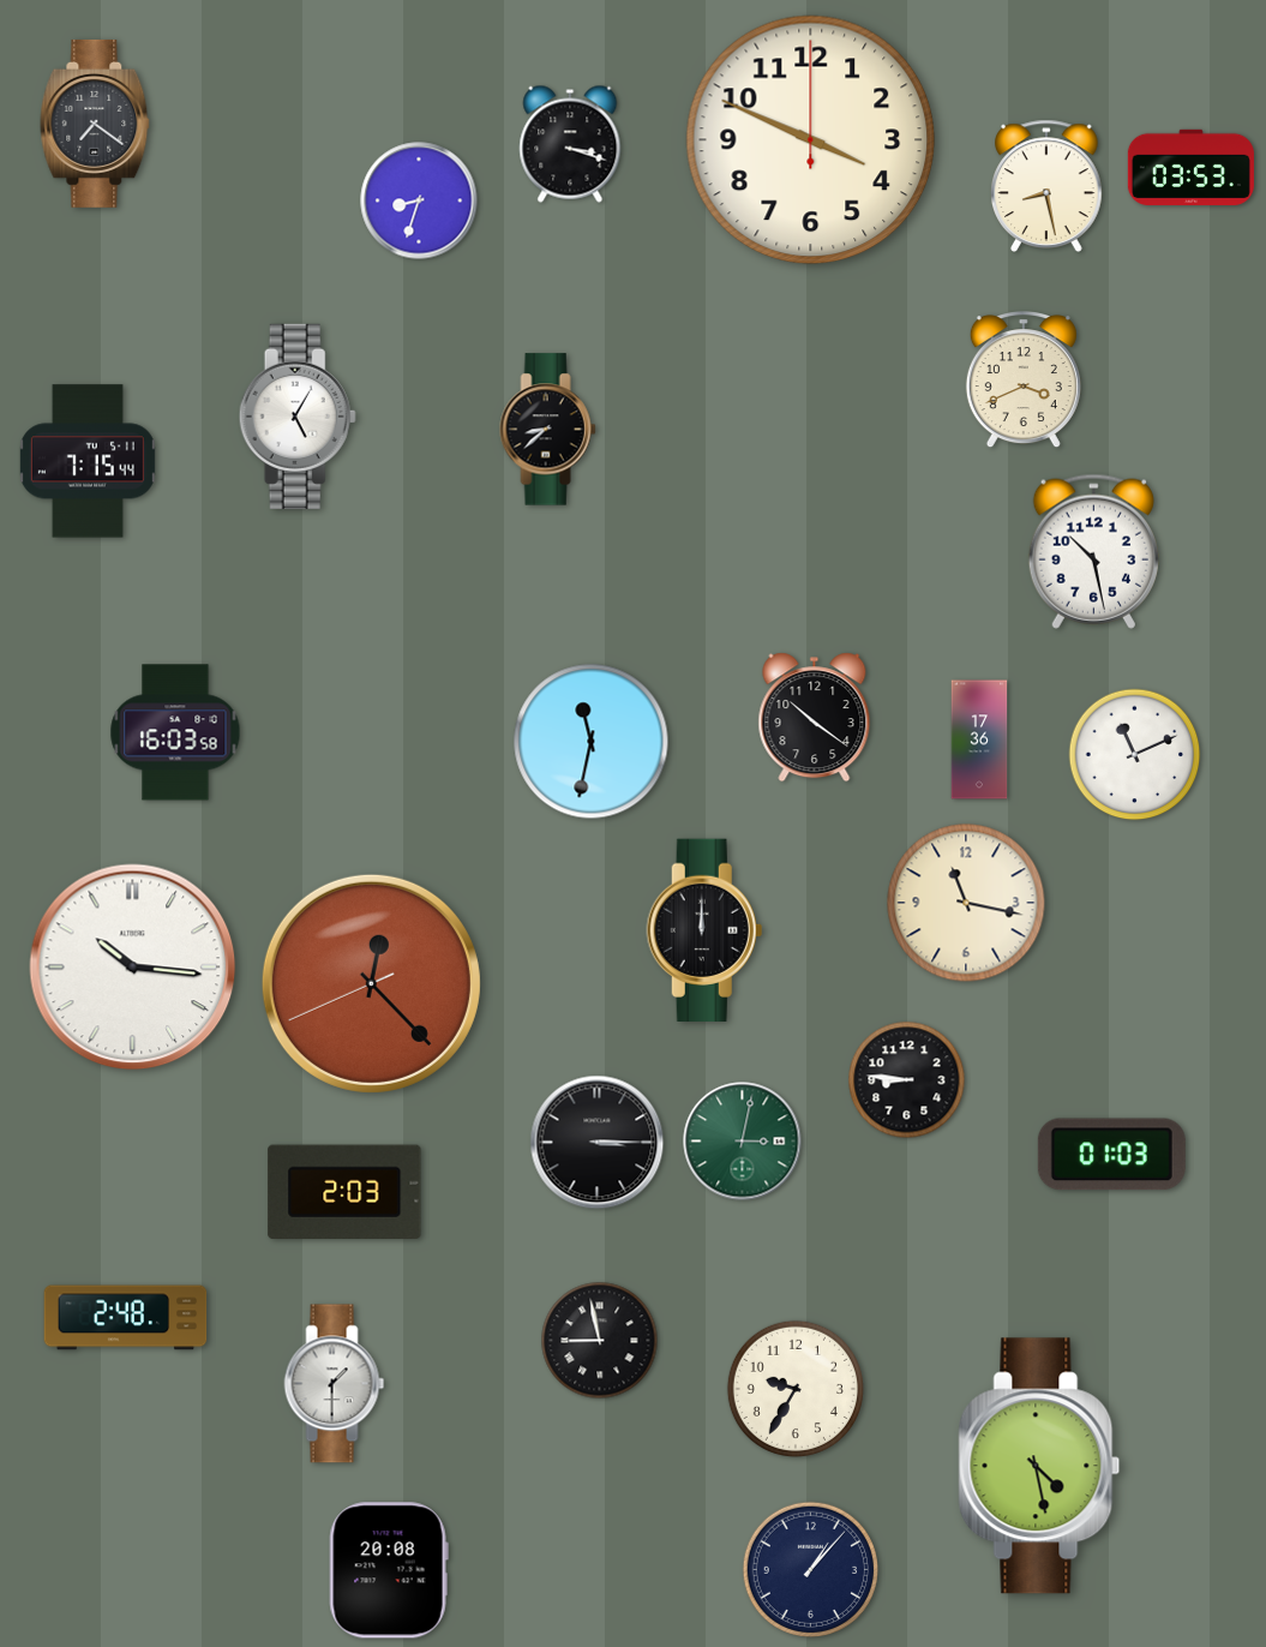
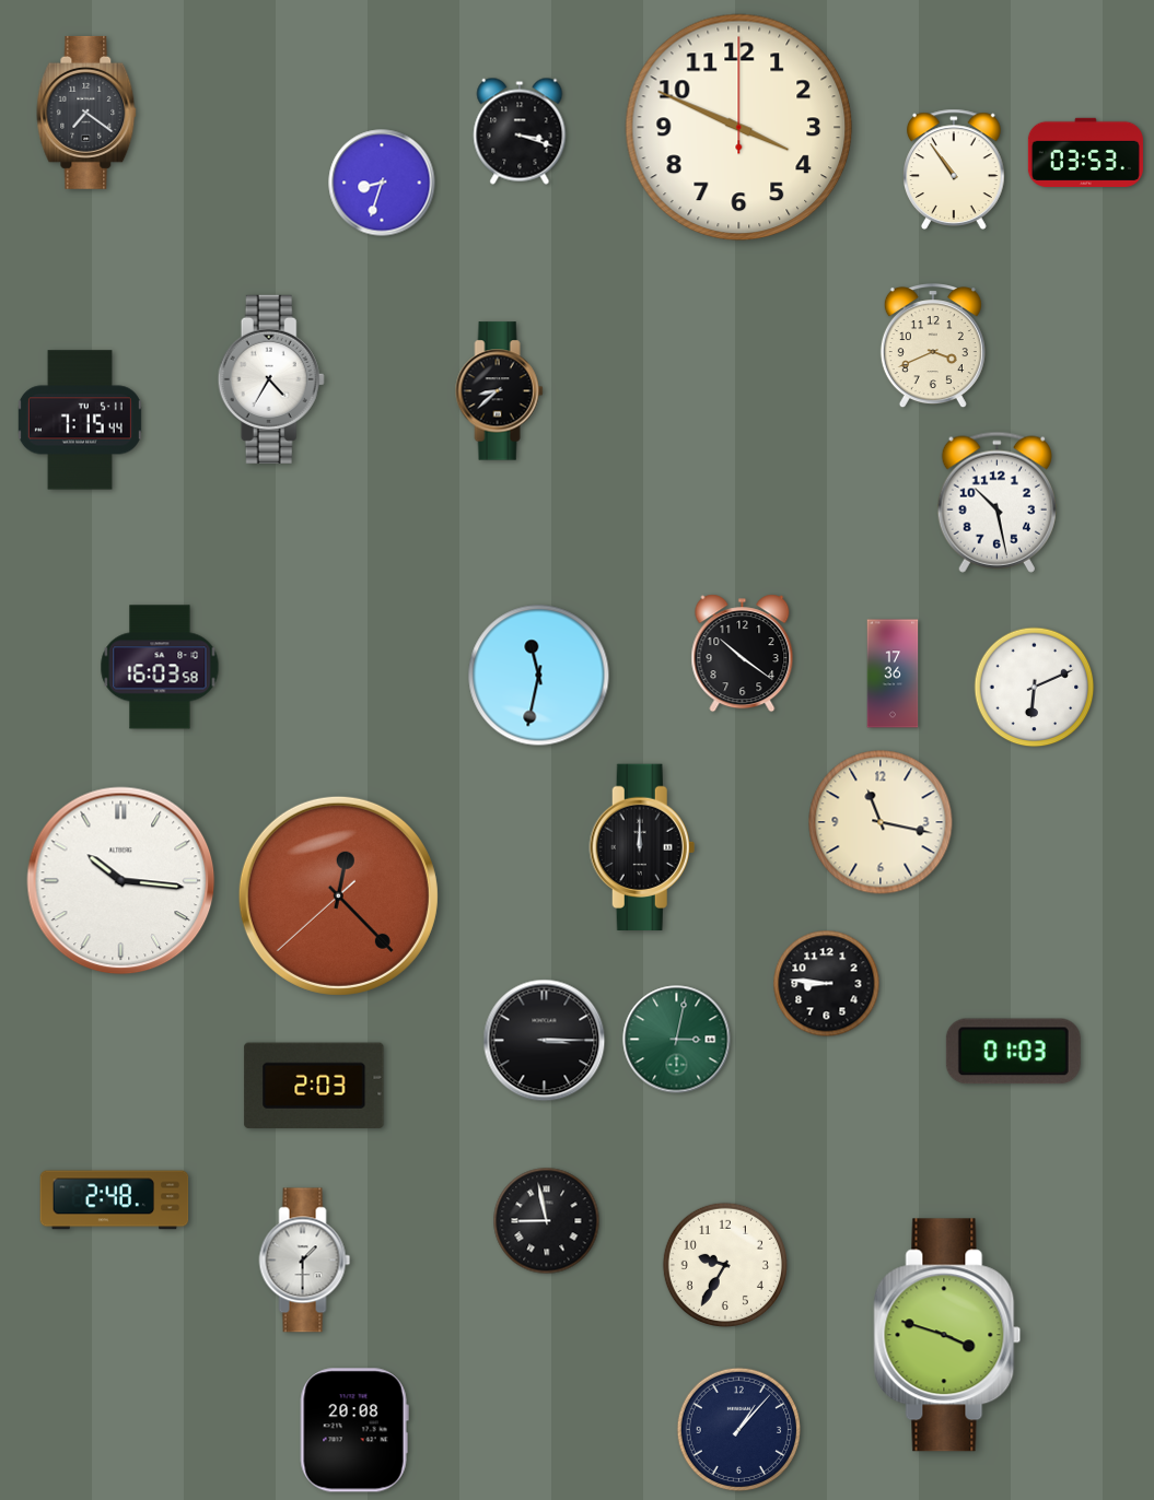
clock at (1046, 186): 8:28 -> 10:54
clock at (298, 417): 5:05 -> 4:35
clock at (1135, 755): 11:11 -> 6:11
clock at (371, 983): 12:22:41 -> 12:22:38
clock at (1039, 1466): 4:28 -> 3:48
